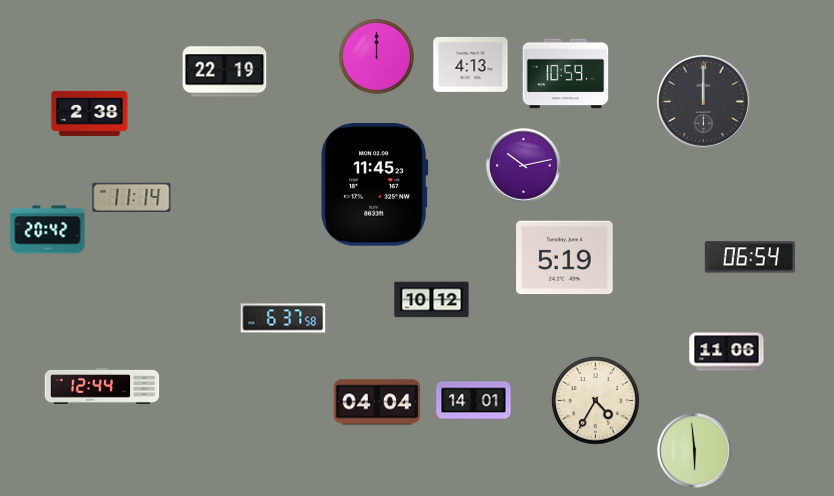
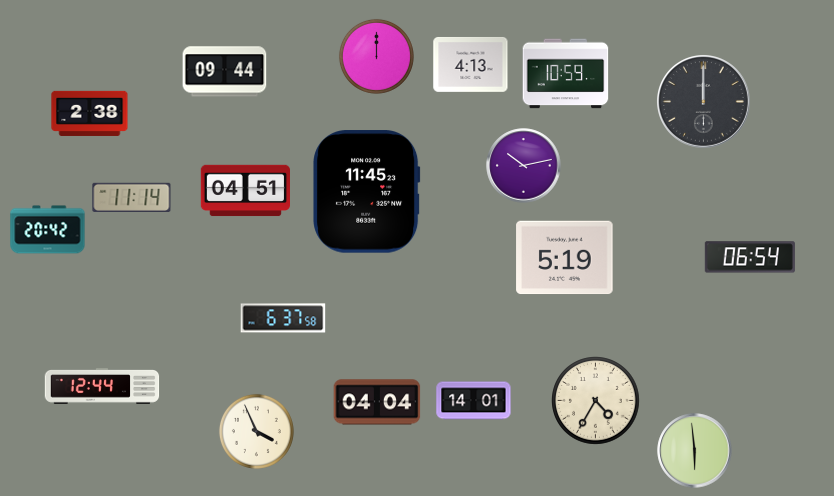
clock at (225, 72): 22:19 -> 09:44
clock at (375, 185) position: (375, 185) -> (367, 192)
clock at (245, 191): none -> 04:51
clock at (432, 300): 10:12 -> none
clock at (727, 352): 11:06 -> none
clock at (256, 431): none -> 3:56
